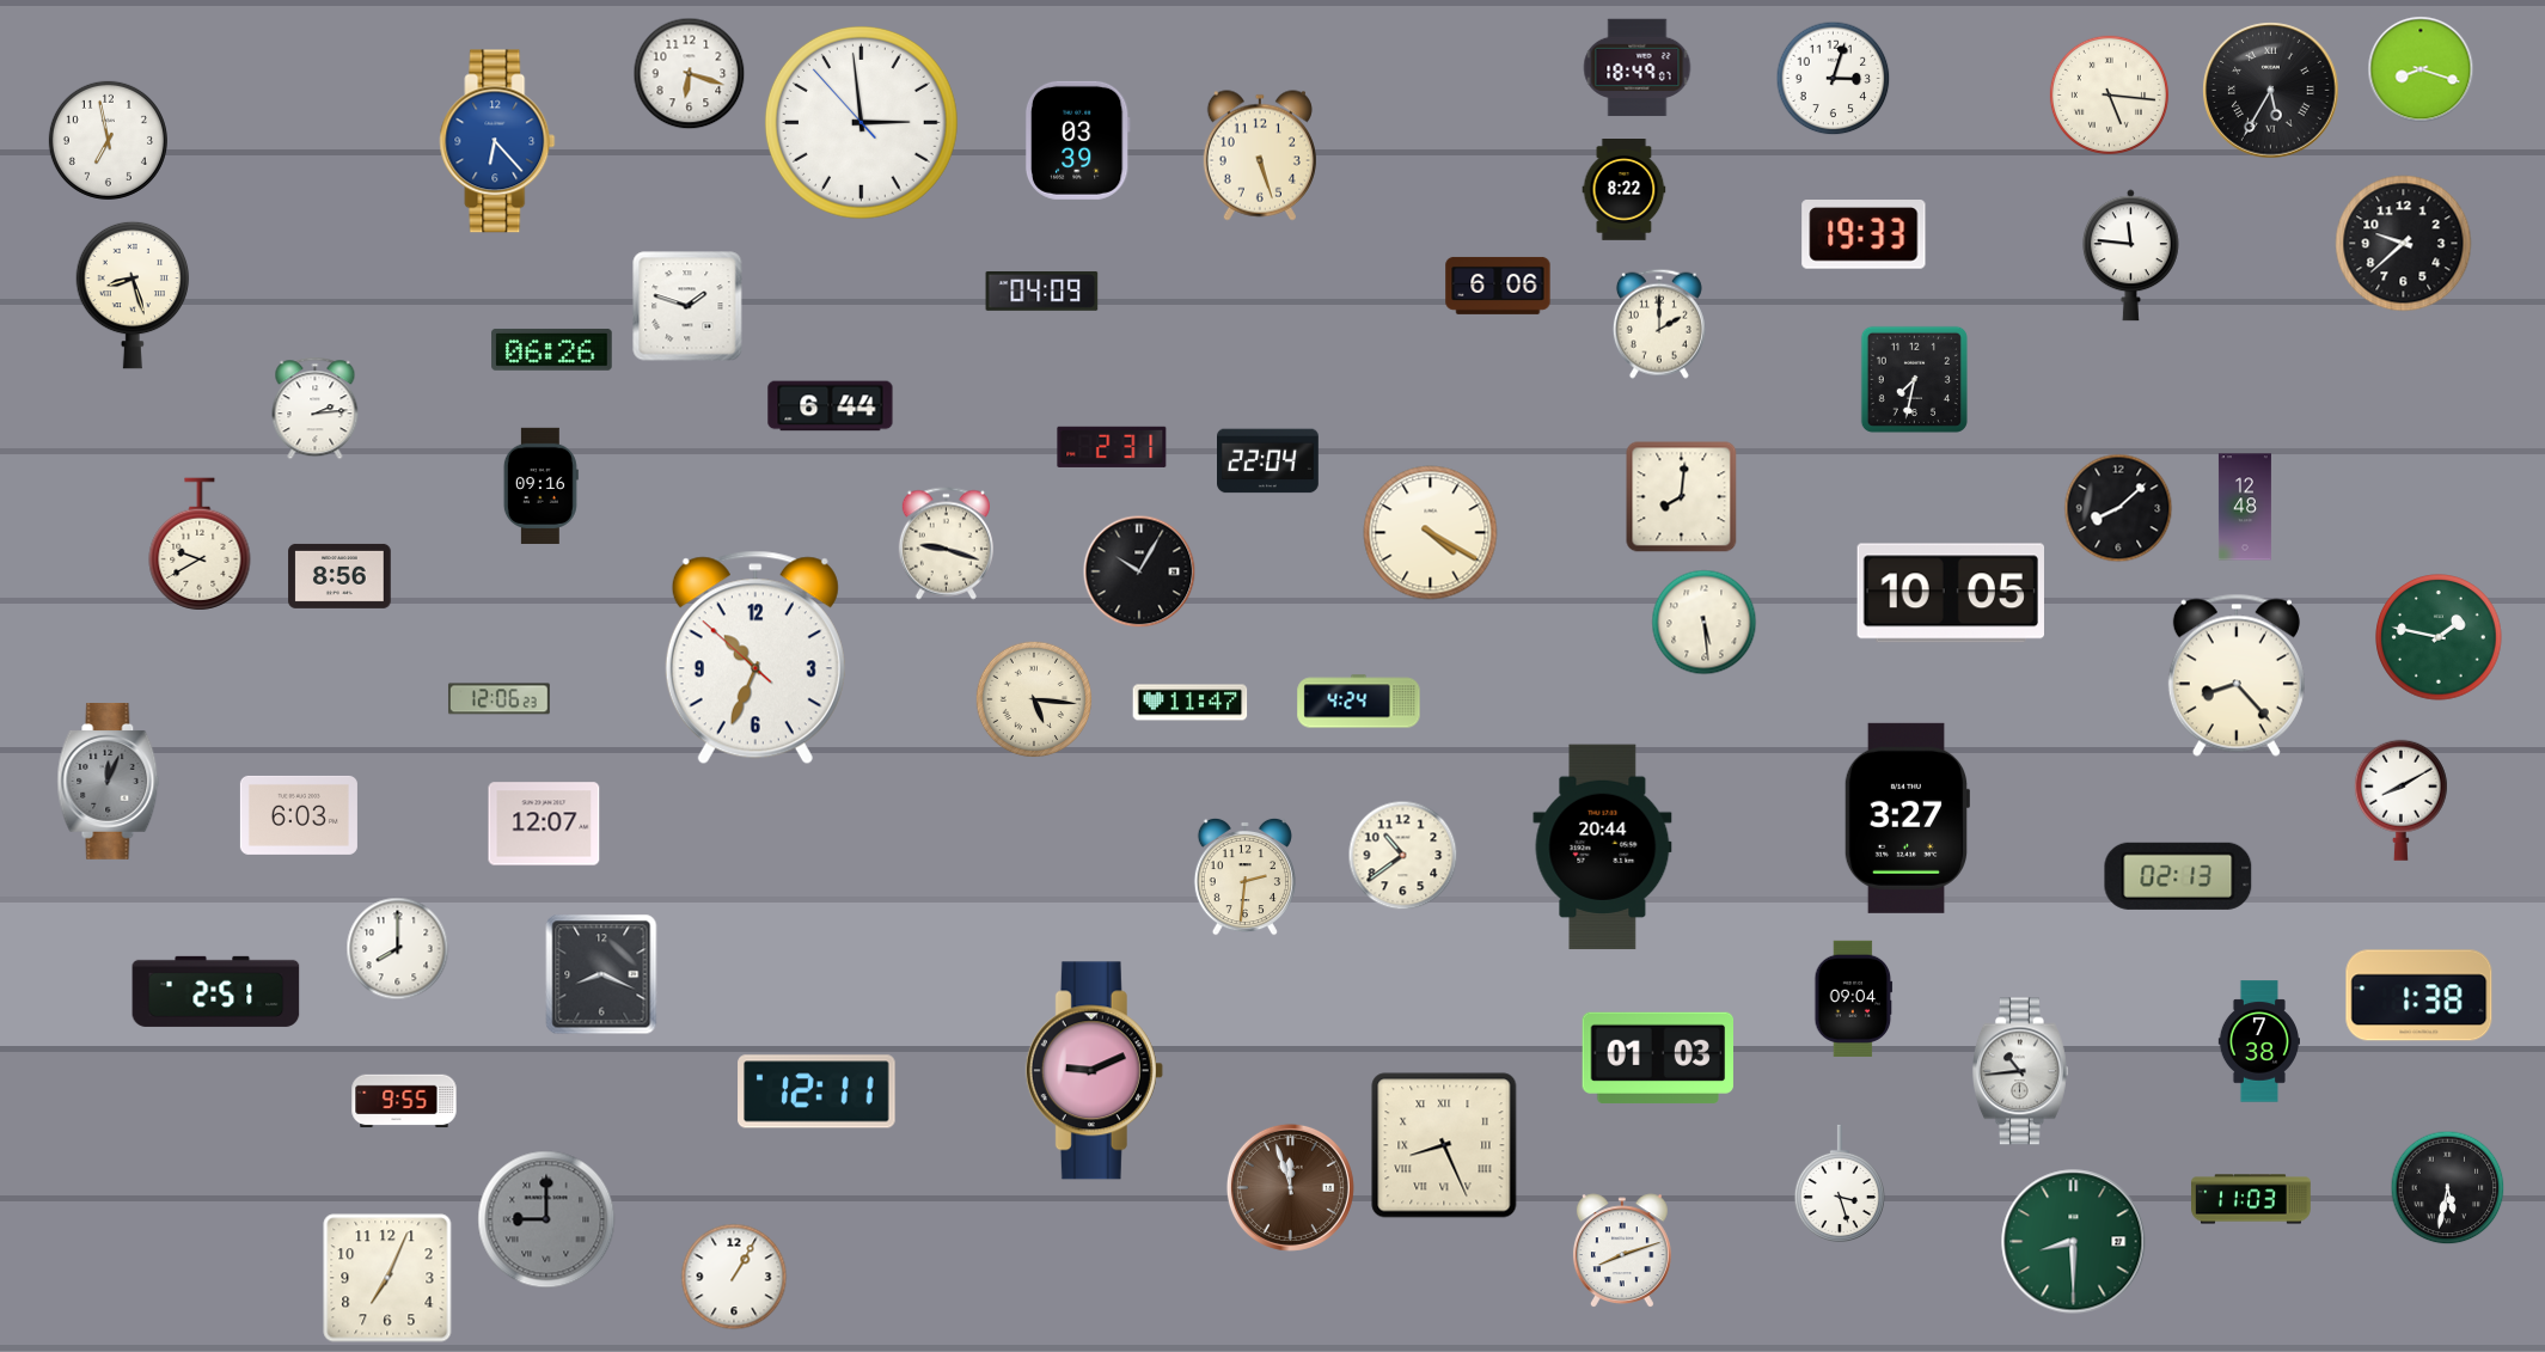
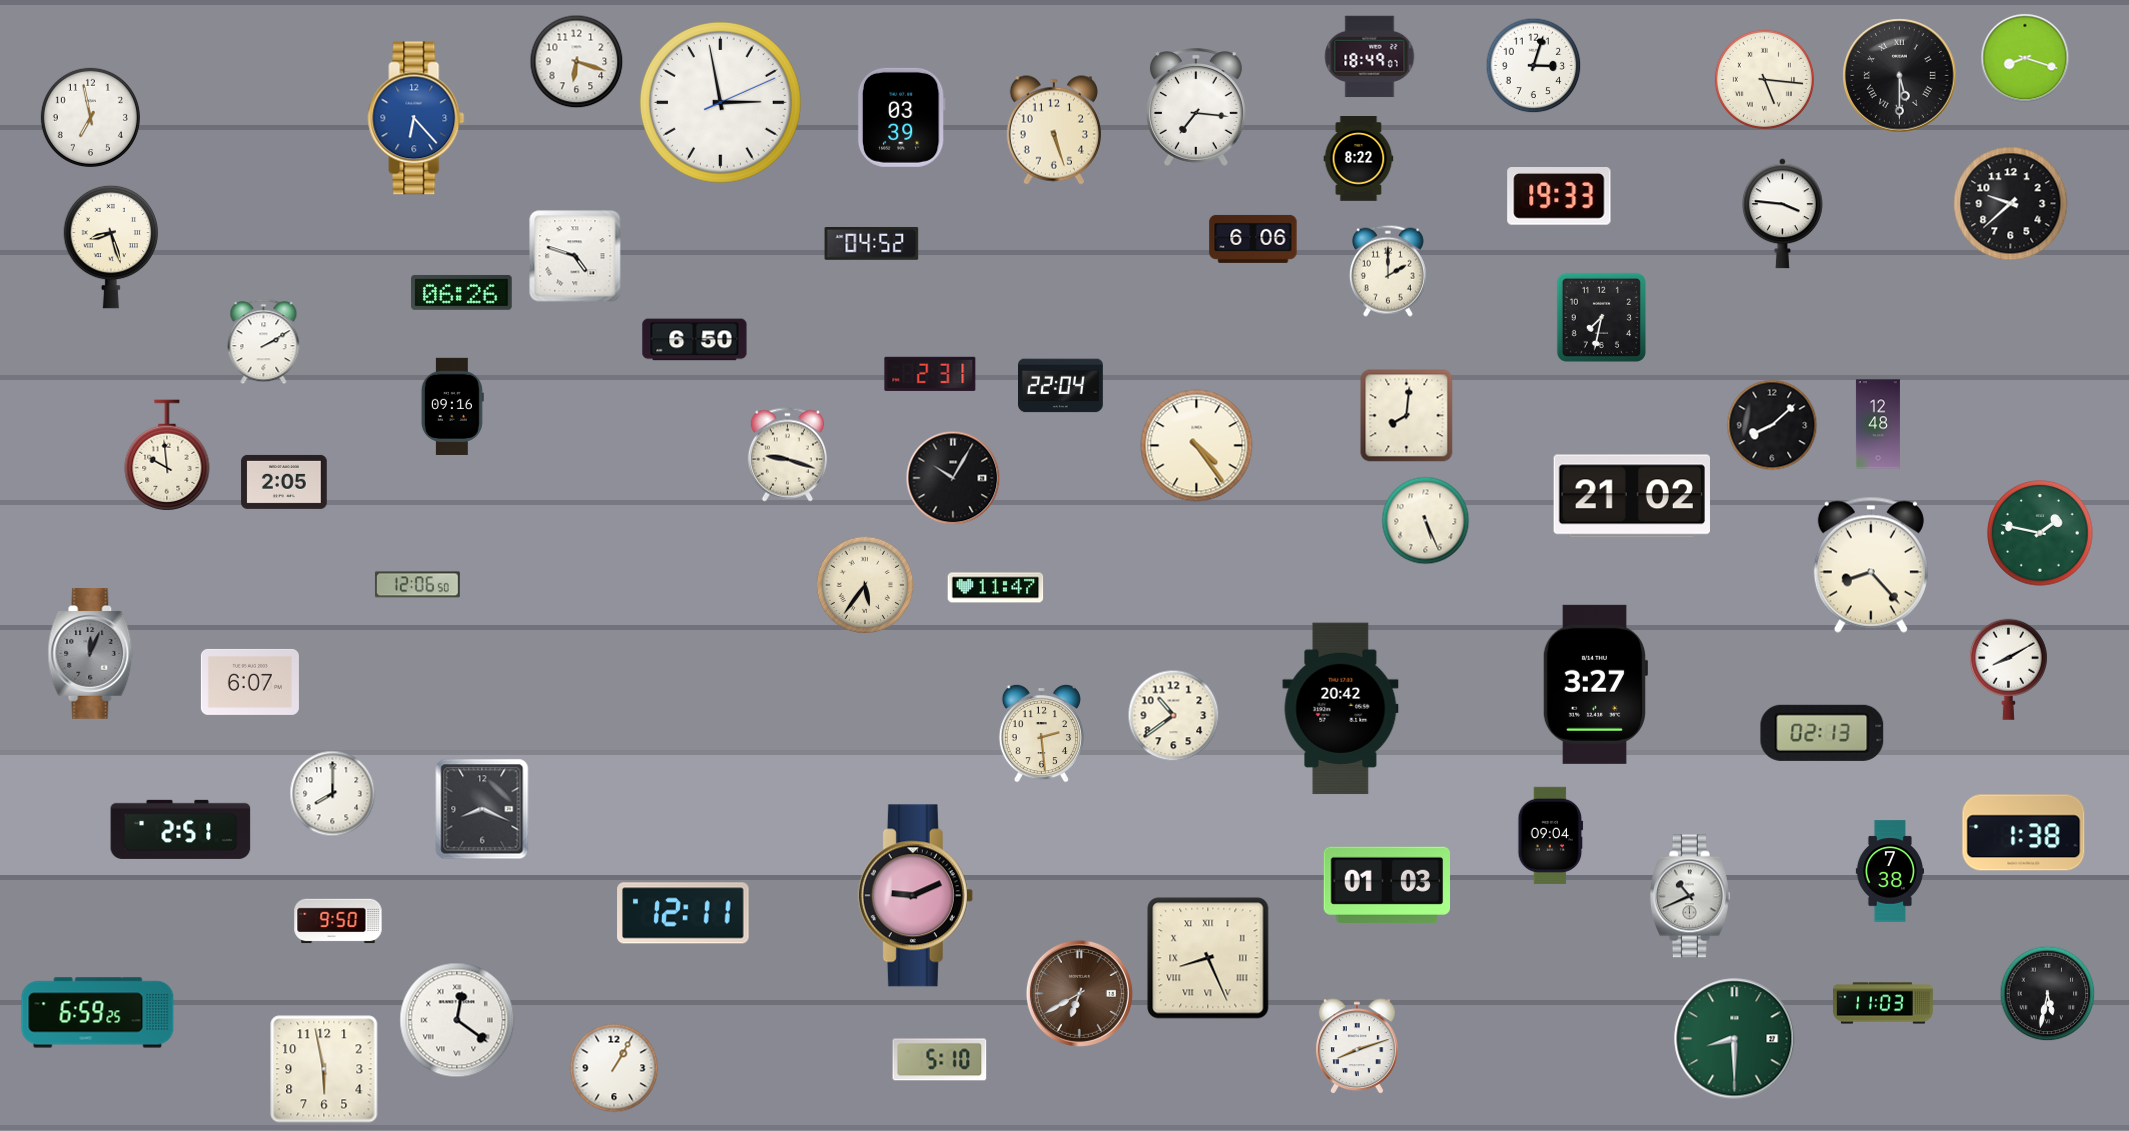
clock at (2271, 91): 5:35 -> 5:30
clock at (861, 122): 2:58:53 -> 2:58:11
clock at (1196, 107): none -> 7:16
clock at (2130, 256): 11:46 -> 3:46
clock at (1042, 292): 04:09 -> 04:52
clock at (687, 306): 1:48 -> 4:48
clock at (831, 406): 6:44 -> 6:50
clock at (316, 409): 2:14 -> 2:10
clock at (1431, 533): 4:20 -> 4:24
clock at (200, 544): 9:40 -> 9:59
clock at (946, 544) position: (946, 544) -> (787, 455)
clock at (339, 576): 8:56 -> 2:05
clock at (1950, 593): 10:05 -> 21:02
clock at (1705, 623): 5:29 -> 5:26
clock at (755, 657): 10:33 -> none
clock at (498, 699): 12:06:23 -> 12:06:50
clock at (1034, 699): 5:16 -> 5:36
clock at (1359, 702): 4:24 -> none
clock at (299, 815): 6:03 -> 6:07
clock at (544, 824): 12:07 -> none
clock at (1603, 848): 20:44 -> 20:42
clock at (1244, 876): 2:31 -> 2:29
clock at (601, 974) position: (601, 974) -> (482, 809)
clock at (2020, 1071): 10:44 -> 10:41
clock at (404, 1101): 9:55 -> 9:50
clock at (1840, 1183): 3:27 -> none
clock at (1290, 1187): 11:57 -> 6:40
clock at (98, 1013): none -> 6:59
clock at (546, 1219): 9:00 -> 12:21
clock at (546, 1219) dial: grey -> white
clock at (940, 1060): none -> 5:10
clock at (387, 1278): 7:04 -> 5:58
